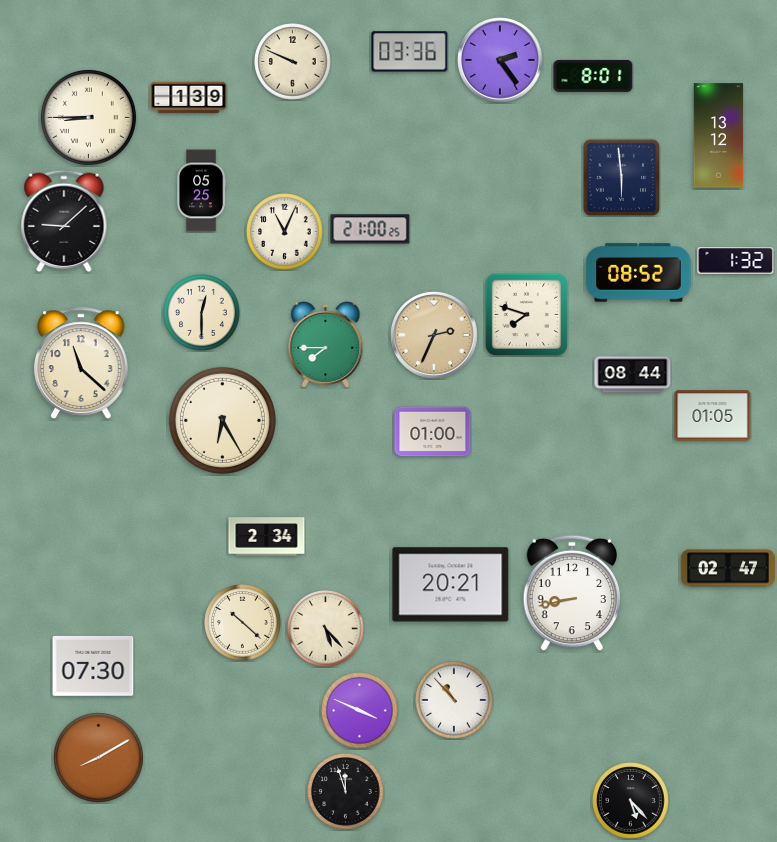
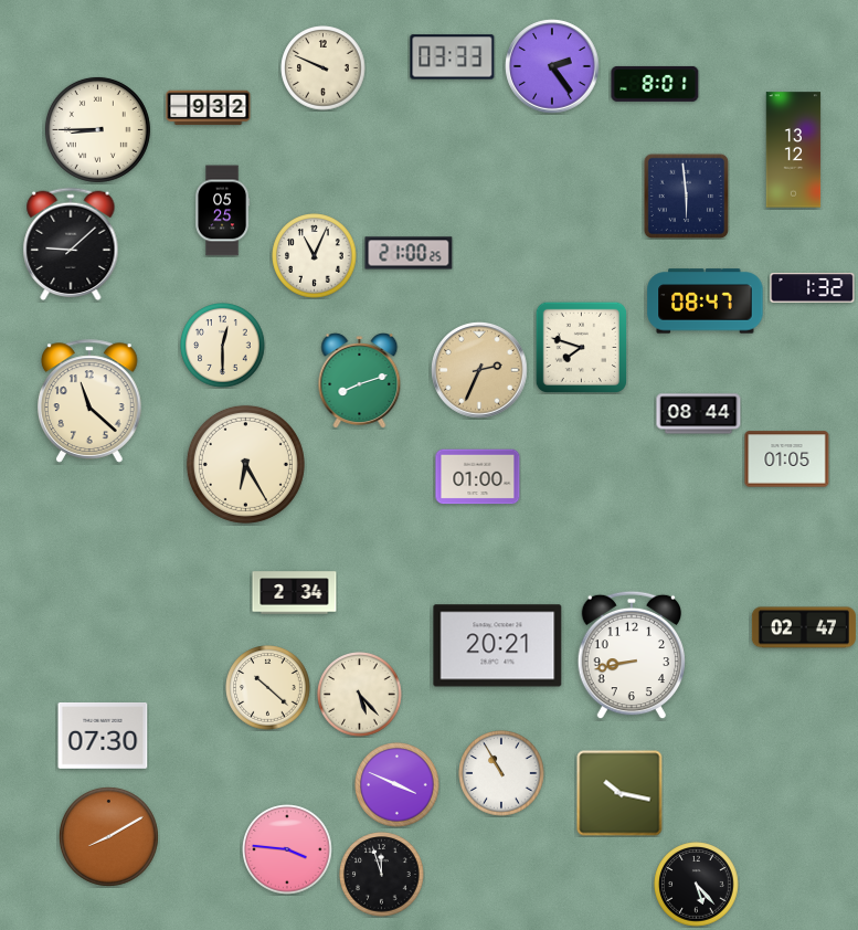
clock at (410, 52): 03:36 -> 03:33
clock at (189, 98): 1:39 -> 9:32
clock at (639, 273): 08:52 -> 08:47
clock at (326, 345): 7:45 -> 8:12
clock at (454, 700): 10:53 -> 10:55
clock at (619, 793): none -> 10:17
clock at (287, 849): none -> 3:46
